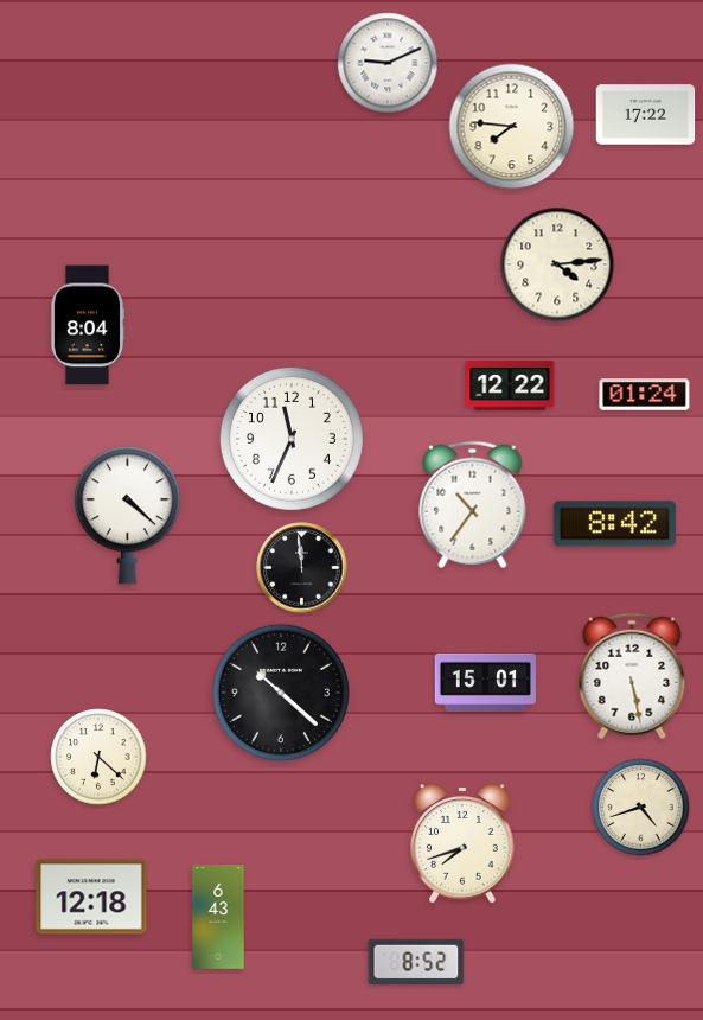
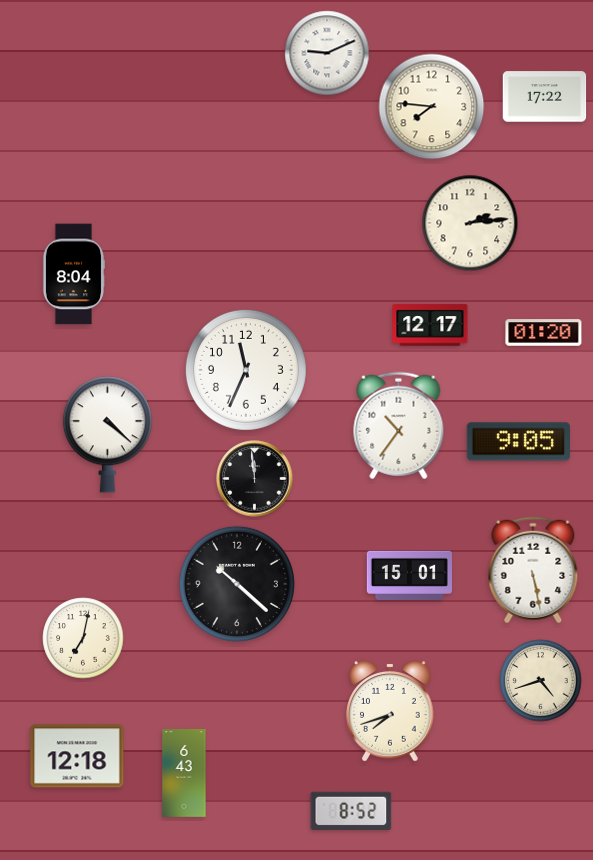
clock at (557, 264): 4:14 -> 2:14
clock at (510, 385): 12:22 -> 12:17
clock at (645, 395): 01:24 -> 01:20
clock at (614, 524): 8:42 -> 9:05
clock at (98, 757): 6:22 -> 7:02
